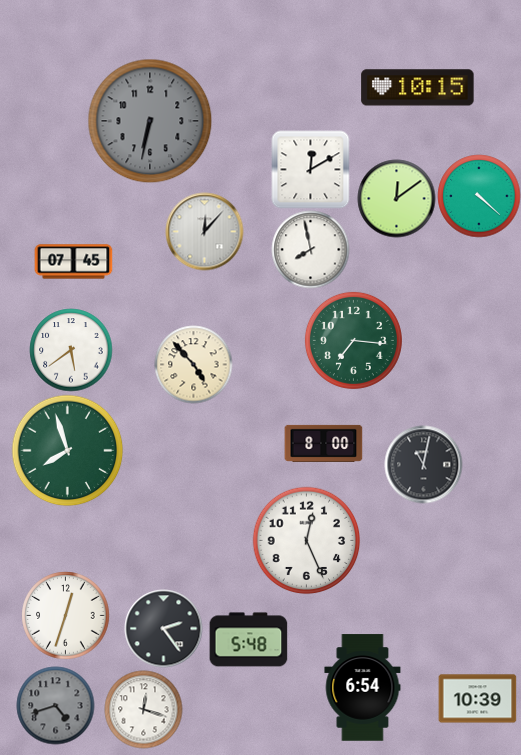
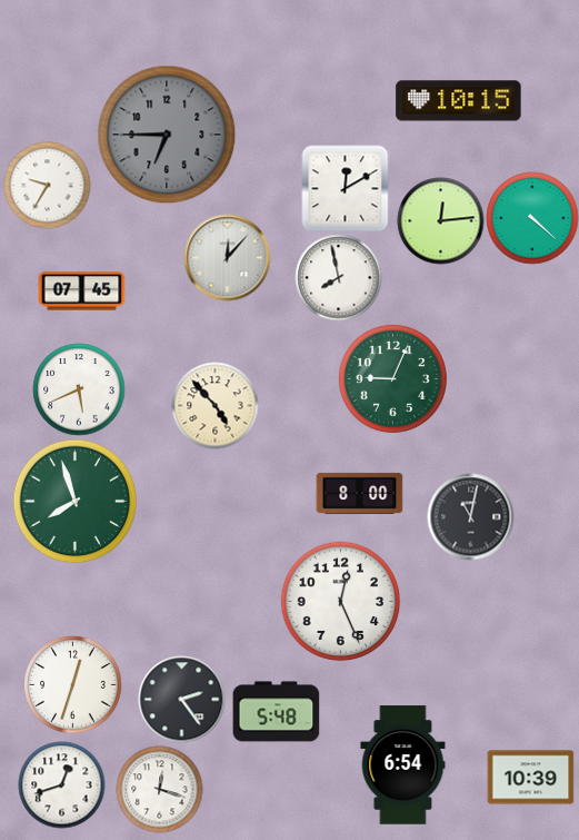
clock at (418, 88) position: (418, 88) -> (459, 101)
clock at (150, 121): 6:32 -> 6:45
clock at (47, 185): none -> 9:35
clock at (396, 198): 12:09 -> 12:14
clock at (310, 249) position: (310, 249) -> (338, 277)
clock at (353, 340): 7:16 -> 9:04
clock at (71, 350): 5:39 -> 5:41
clock at (55, 705): 4:42 -> 12:42
clock at (55, 705) dial: grey -> white
